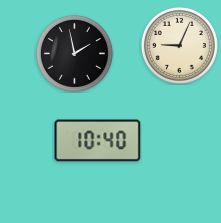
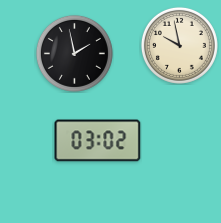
clock at (179, 45): 9:04 -> 9:58
clock at (98, 141): 10:40 -> 03:02
